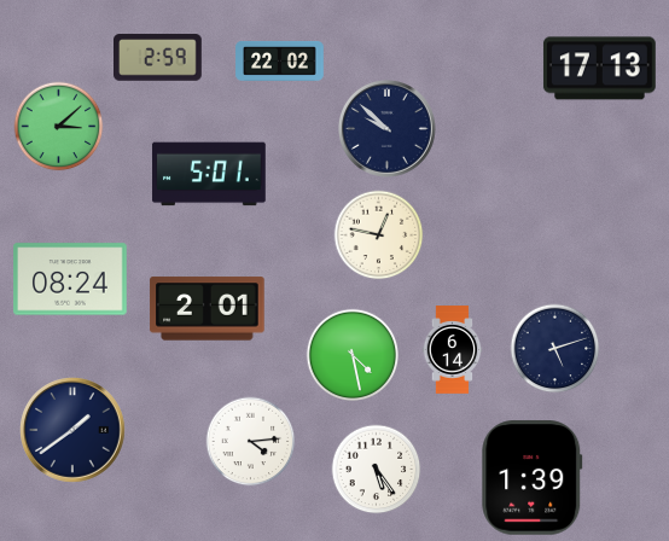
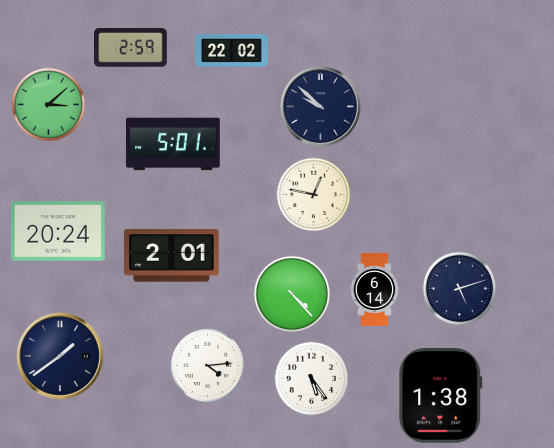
clock at (599, 69): 17:13 -> none
clock at (70, 279): 08:24 -> 20:24
clock at (353, 355): 4:28 -> 4:23
clock at (377, 470) position: (377, 470) -> (312, 379)
clock at (533, 478): 1:39 -> 1:38
